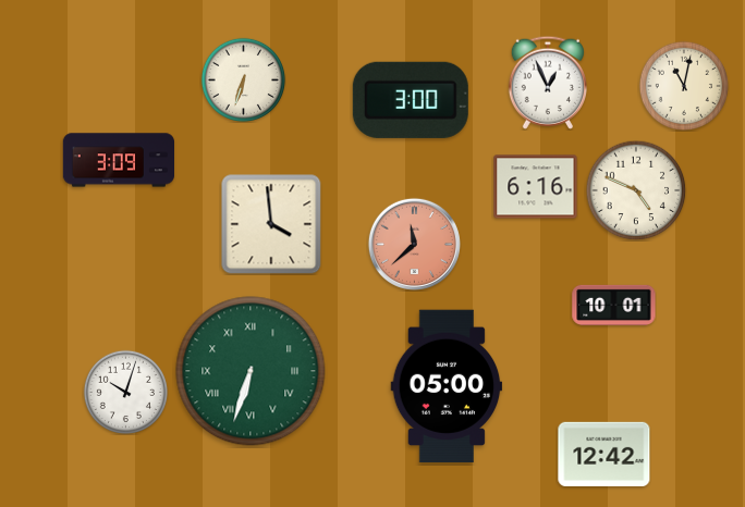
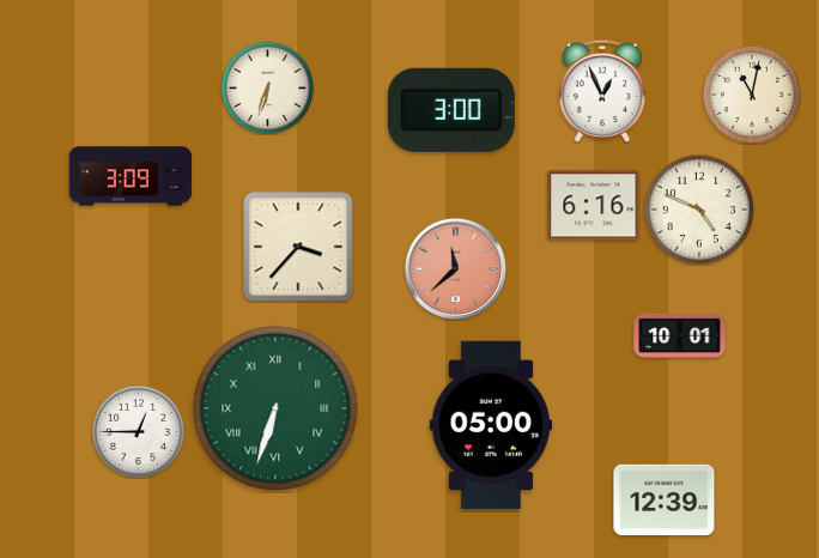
clock at (536, 187) position: (536, 187) -> (594, 206)
clock at (271, 224): 3:59 -> 3:37
clock at (614, 305) position: (614, 305) -> (680, 335)
clock at (125, 392): 10:03 -> 12:45
clock at (604, 454): 12:42 -> 12:39
